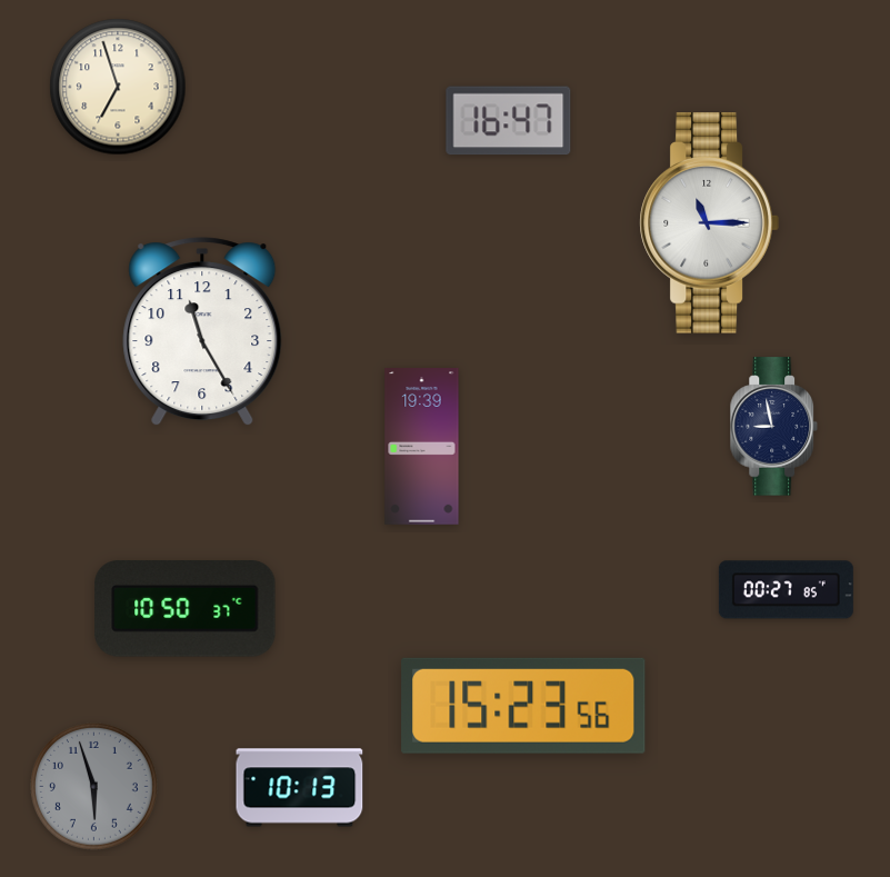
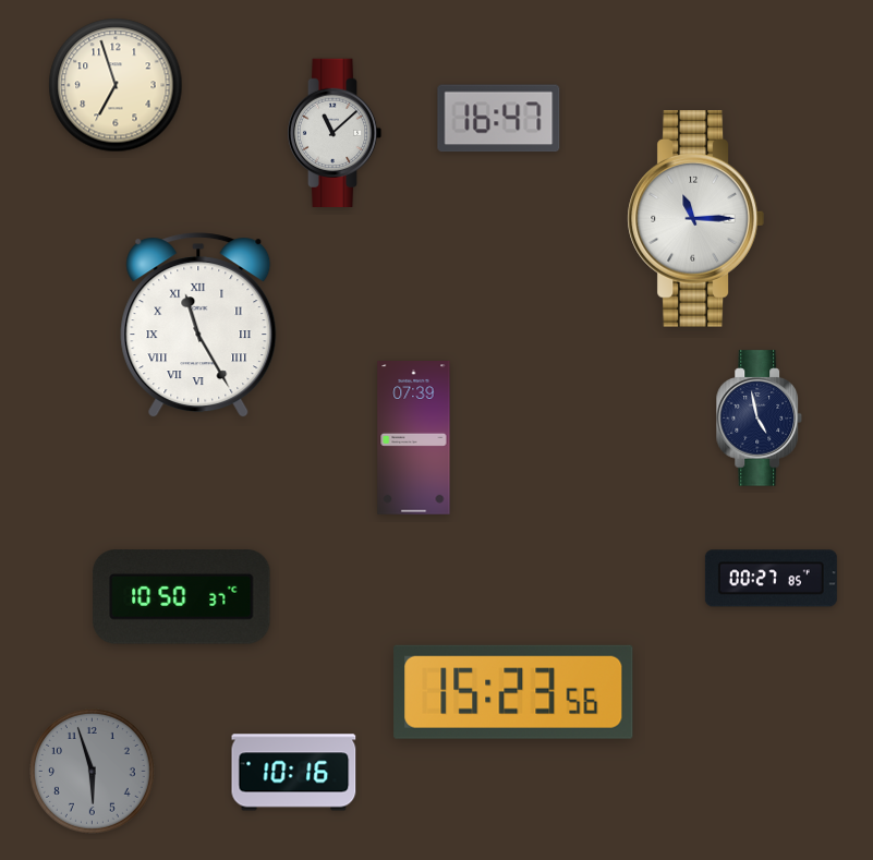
clock at (335, 132): none -> 11:08
clock at (202, 332) numerals: Arabic -> Roman
clock at (774, 427): 8:58 -> 4:58
clock at (422, 447): 19:39 -> 07:39
clock at (300, 788): 10:13 -> 10:16
